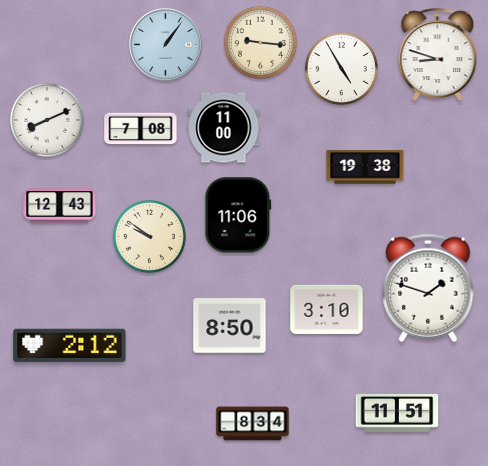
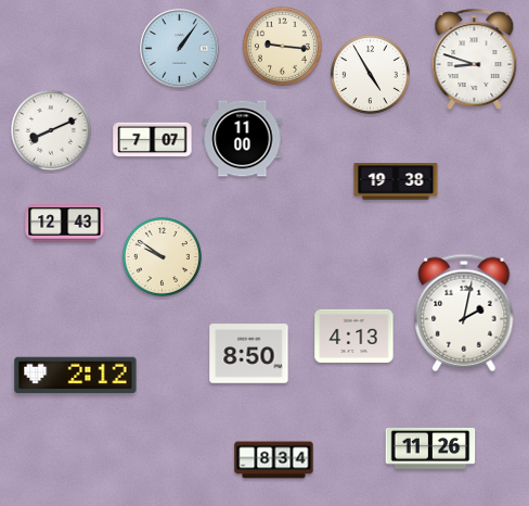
clock at (141, 129): 7:08 -> 7:07
clock at (238, 215): 11:06 -> none
clock at (428, 288): 1:48 -> 2:02
clock at (327, 309): 3:10 -> 4:13
clock at (397, 413): 11:51 -> 11:26
